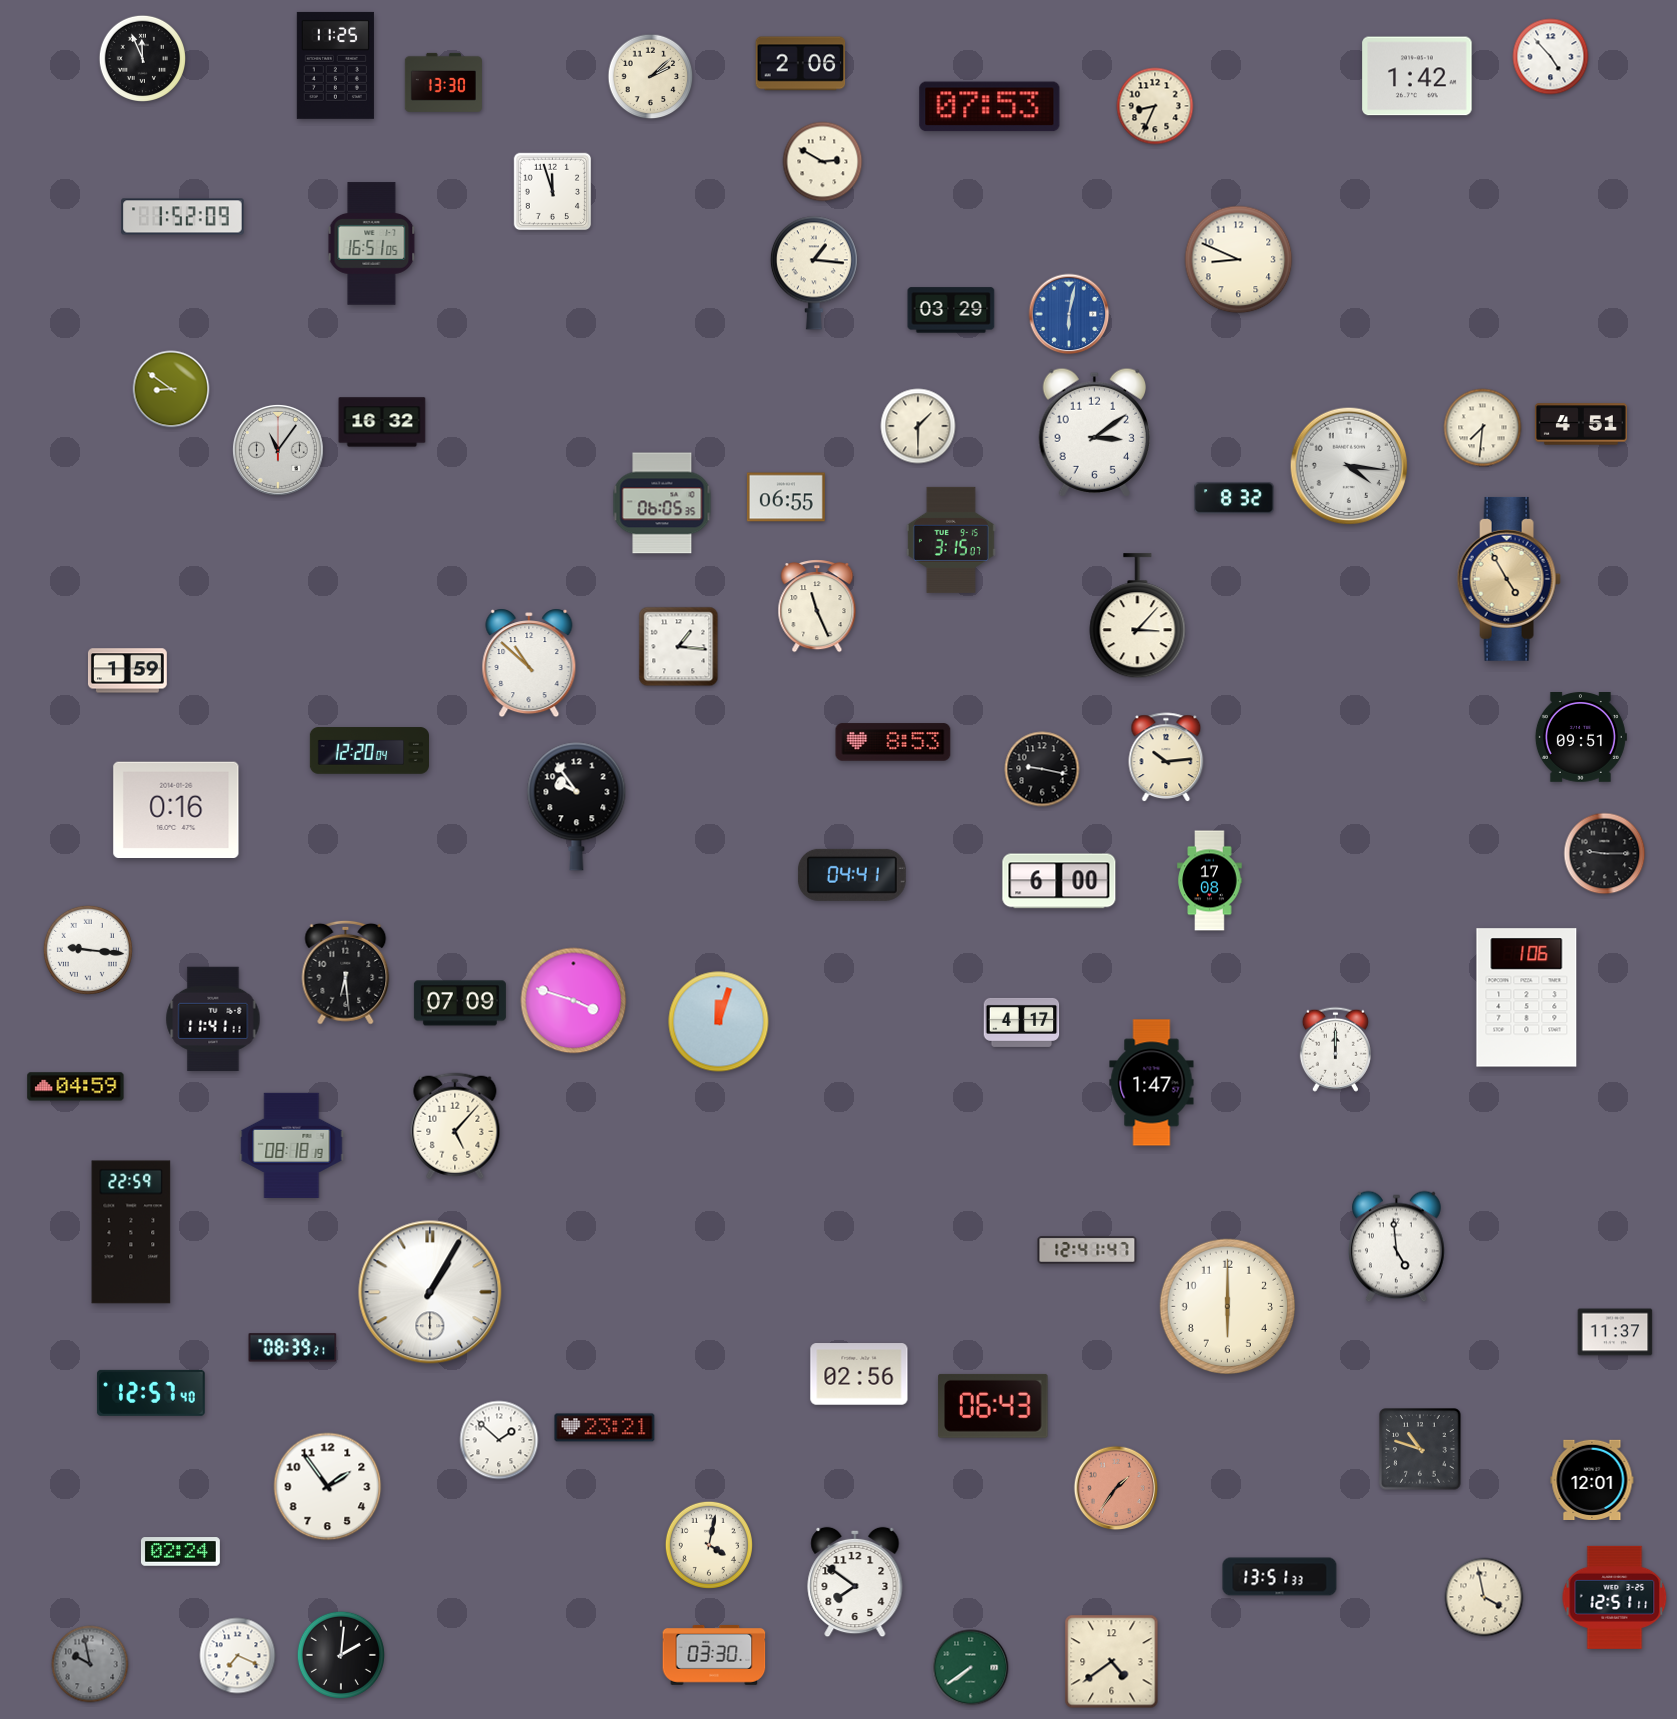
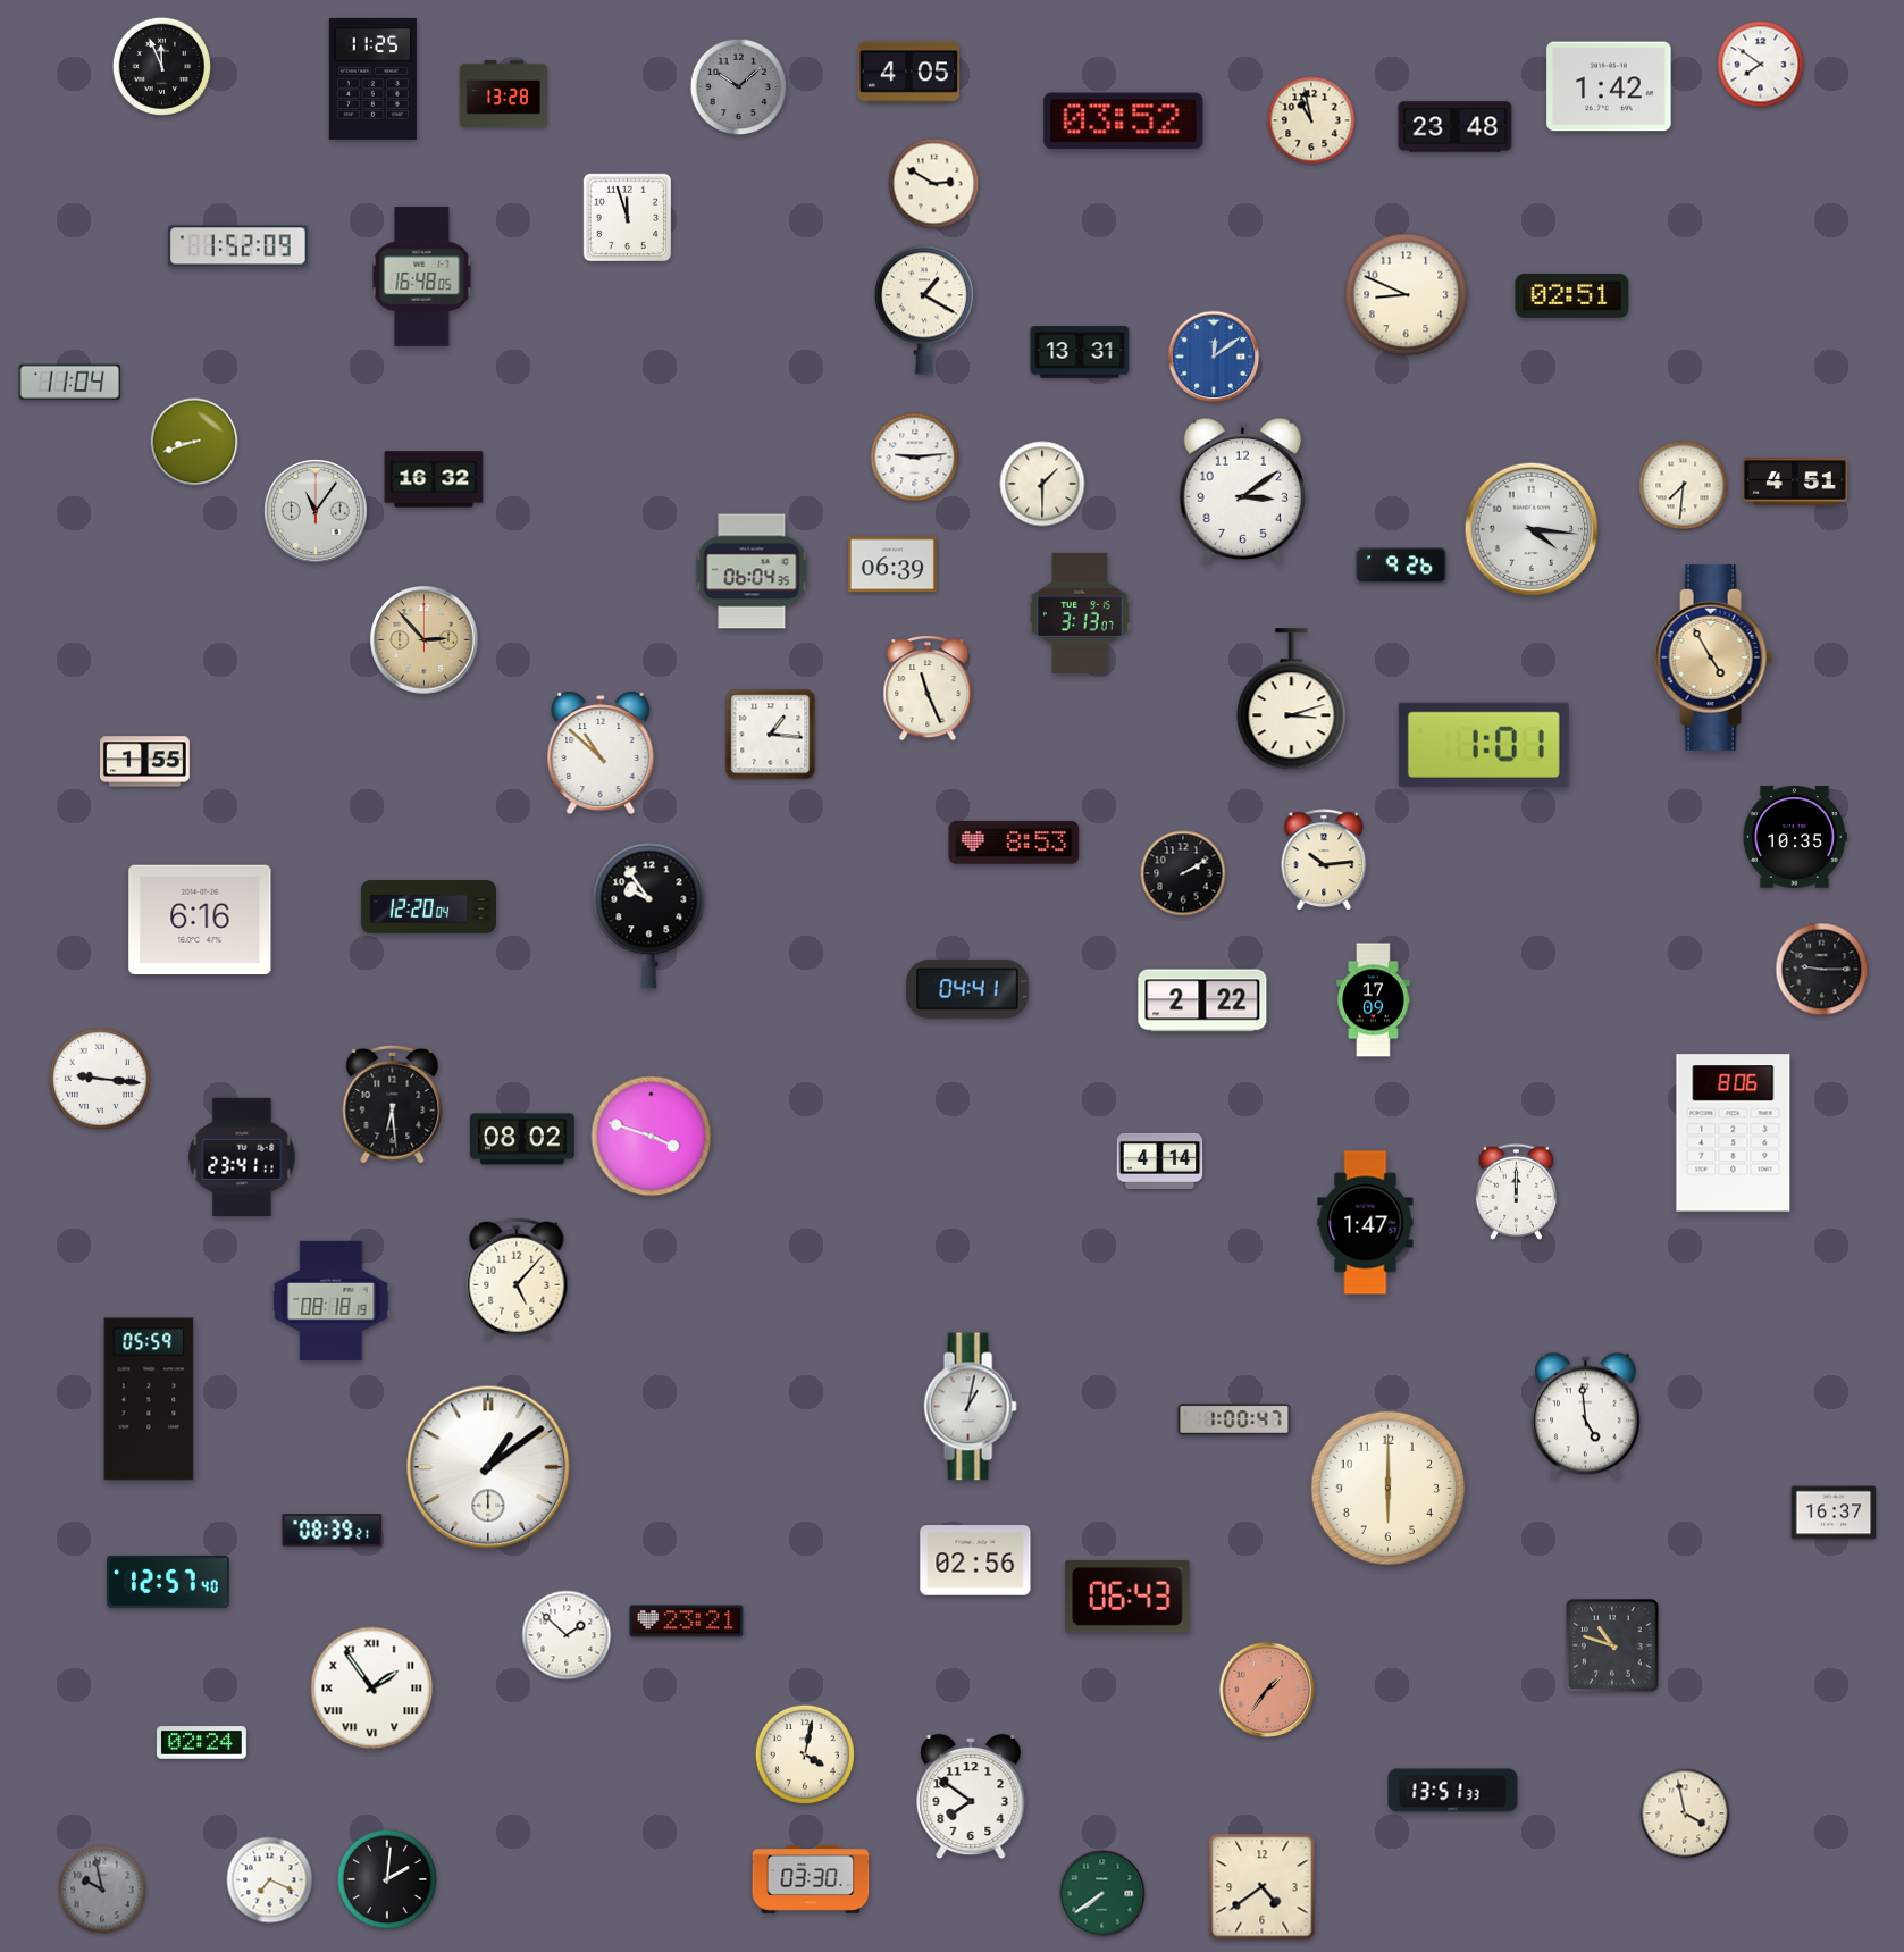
clock at (1551, 57): 4:53 -> 7:51
clock at (801, 64): 2:06 -> 4:05
clock at (335, 65) position: (335, 65) -> (372, 78)
clock at (651, 77): 2:08 -> 10:08
clock at (651, 77) dial: cream -> grey
clock at (443, 82): 13:30 -> 13:28
clock at (1155, 106): 8:34 -> 10:58
clock at (990, 107): 07:53 -> 03:52
clock at (1456, 127): none -> 23:48
clock at (183, 217) position: (183, 217) -> (238, 246)
clock at (372, 244): 16:51 -> 16:48
clock at (1572, 295): none -> 02:51
clock at (814, 273): 1:16 -> 1:20
clock at (951, 310): 03:29 -> 13:31
clock at (1069, 314): 6:02 -> 12:09
clock at (70, 383): none -> 11:04
clock at (171, 389): 8:51 -> 8:42
clock at (915, 458): none -> 9:14
clock at (786, 497): 06:55 -> 06:39
clock at (1235, 498): 8:32 -> 9:26
clock at (662, 503): 06:05 -> 06:04
clock at (951, 540): 3:15 -> 3:13
clock at (425, 640): none -> 2:53
clock at (1138, 616): 3:07 -> 3:12
clock at (1484, 745): none -> 1:01
clock at (127, 671): 1:59 -> 1:55
clock at (1581, 738): 09:51 -> 10:35
clock at (369, 751) position: (369, 751) -> (428, 907)
clock at (1042, 769): 9:17 -> 2:10
clock at (577, 806) position: (577, 806) -> (649, 915)
clock at (176, 810): 0:16 -> 6:16
clock at (852, 875) position: (852, 875) -> (967, 989)
clock at (1059, 881): 6:00 -> 2:22
clock at (1210, 881): 17:08 -> 17:09
clock at (1527, 998): 1:06 -> 8:06
clock at (460, 1003): 07:09 -> 08:02
clock at (213, 1018): 11:41 -> 23:41
clock at (719, 1022): 12:03 -> none
clock at (1022, 1022): 4:17 -> 4:14
clock at (1152, 1083) position: (1152, 1083) -> (1366, 1223)
clock at (76, 1087): 04:59 -> none
clock at (131, 1232): 22:59 -> 05:59
clock at (970, 1407): none -> 1:02
clock at (1087, 1250): 12:41 -> 1:00
clock at (430, 1292): 1:05 -> 1:09
clock at (1227, 1306) position: (1227, 1306) -> (1387, 1488)
clock at (1615, 1332): 11:37 -> 16:37
clock at (151, 1393) position: (151, 1393) -> (168, 1582)
clock at (1592, 1479): 12:01 -> none
clock at (328, 1487) numerals: Arabic -> Roman
clock at (181, 1552) position: (181, 1552) -> (202, 1743)
clock at (1615, 1597): 12:51 -> none
